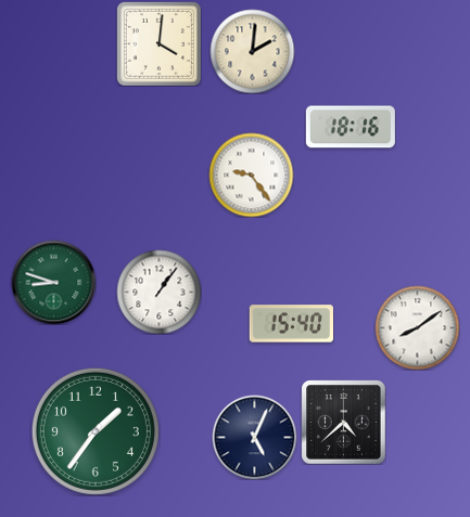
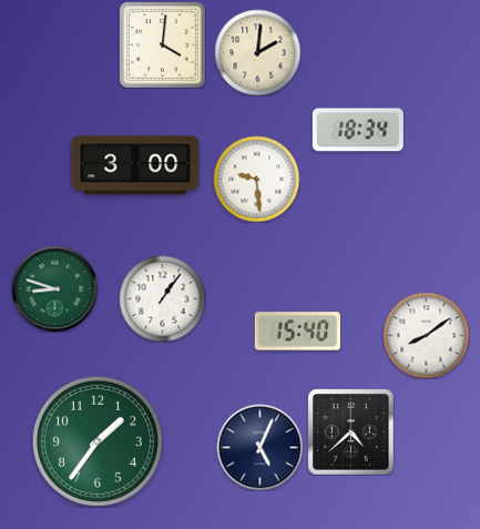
clock at (351, 127): 18:16 -> 18:34
clock at (135, 165): none -> 3:00
clock at (251, 175): 9:24 -> 9:29
